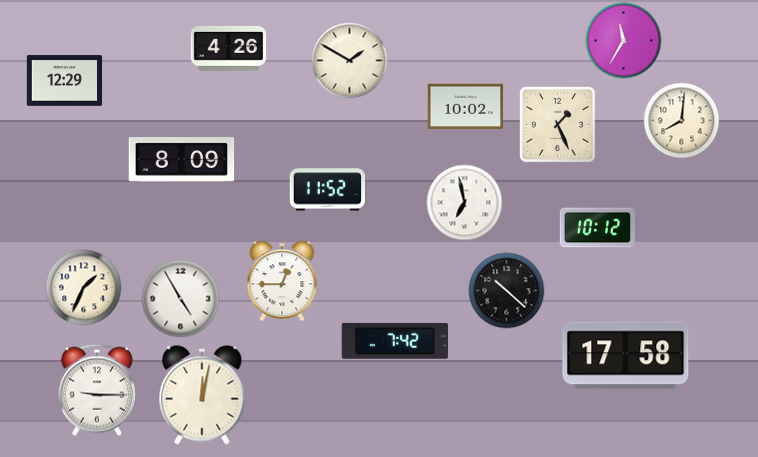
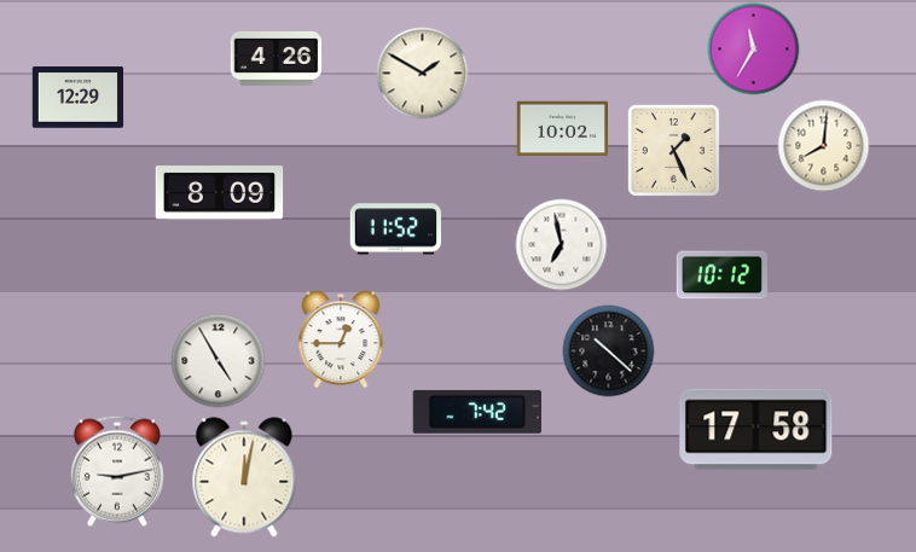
clock at (84, 288): 1:34 -> none
clock at (507, 291) position: (507, 291) -> (609, 351)
clock at (97, 390): 9:15 -> 9:13
